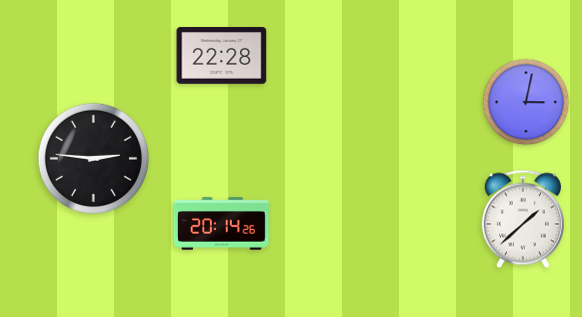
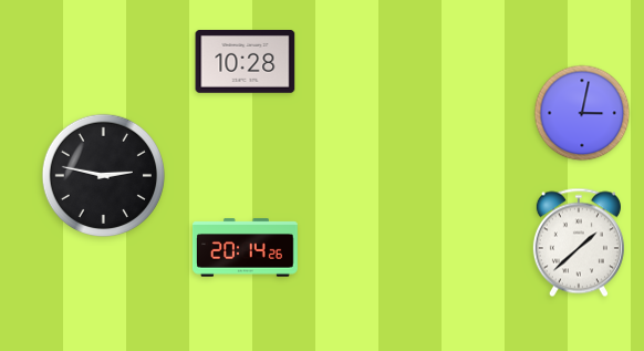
clock at (222, 56): 22:28 -> 10:28
clock at (93, 158): 2:46 -> 2:47
